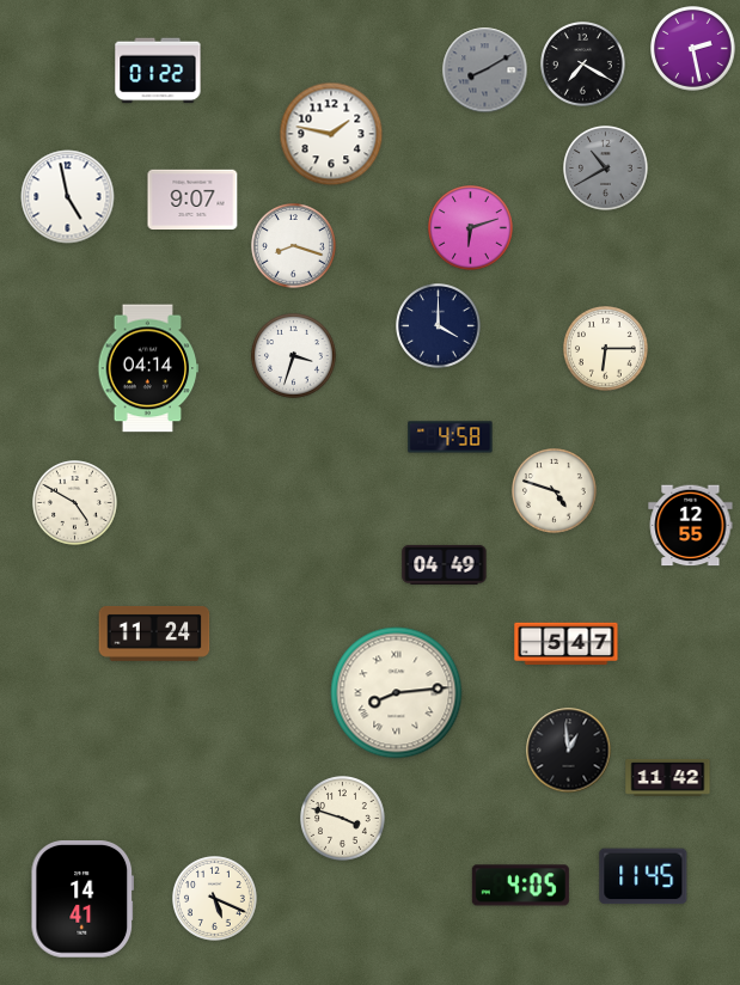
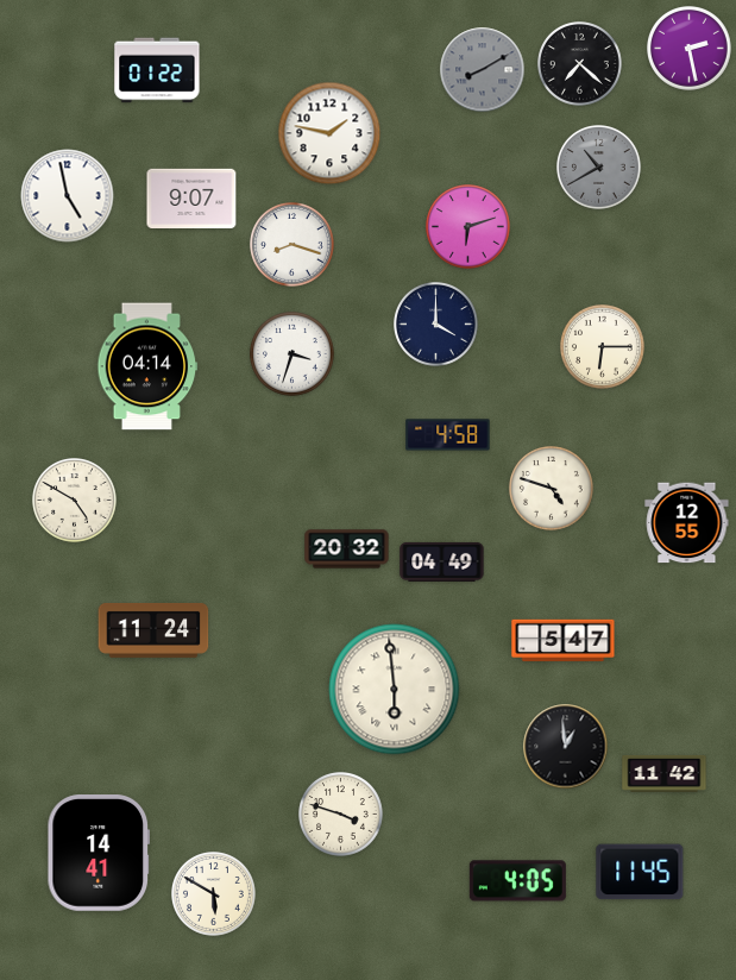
clock at (583, 65): 7:20 -> 7:22
clock at (606, 169) position: (606, 169) -> (599, 168)
clock at (347, 549): none -> 20:32
clock at (397, 693): 8:14 -> 5:59
clock at (215, 899): 5:19 -> 5:50
clock at (81, 900) position: (81, 900) -> (97, 854)
